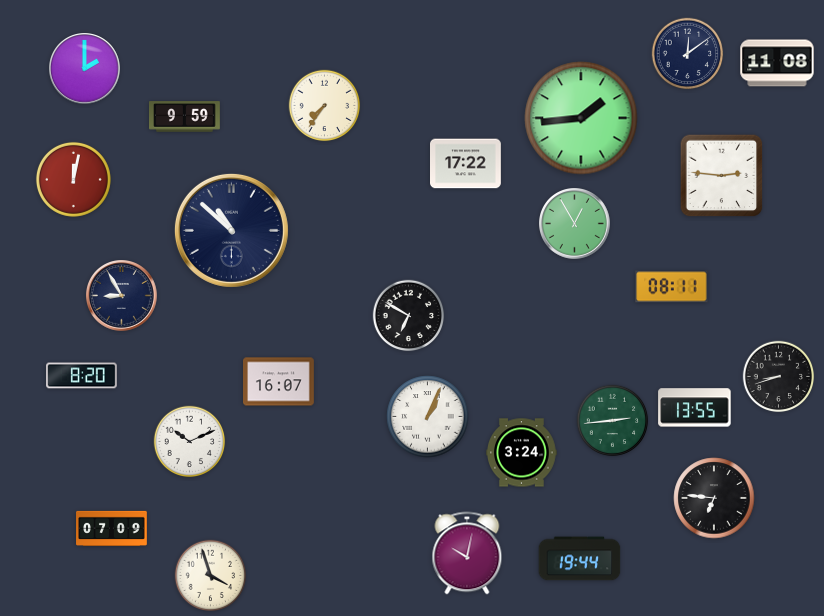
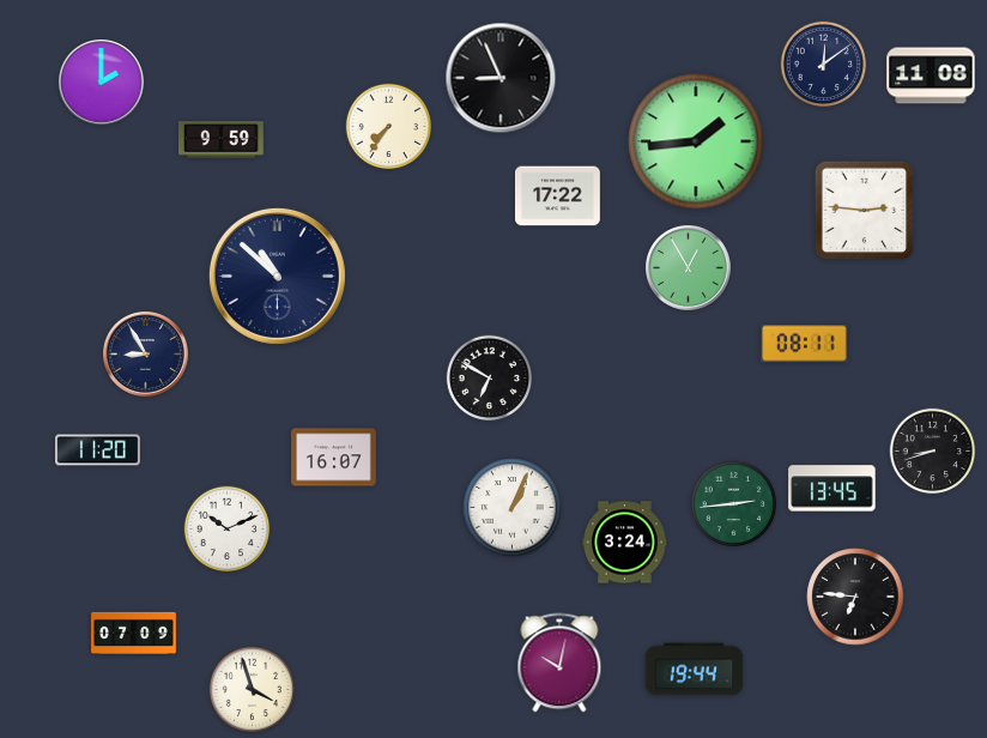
clock at (501, 78): none -> 8:56
clock at (73, 179): 12:02 -> none
clock at (82, 376): 8:20 -> 11:20
clock at (695, 408): 13:55 -> 13:45
clock at (428, 417) position: (428, 417) -> (513, 508)
